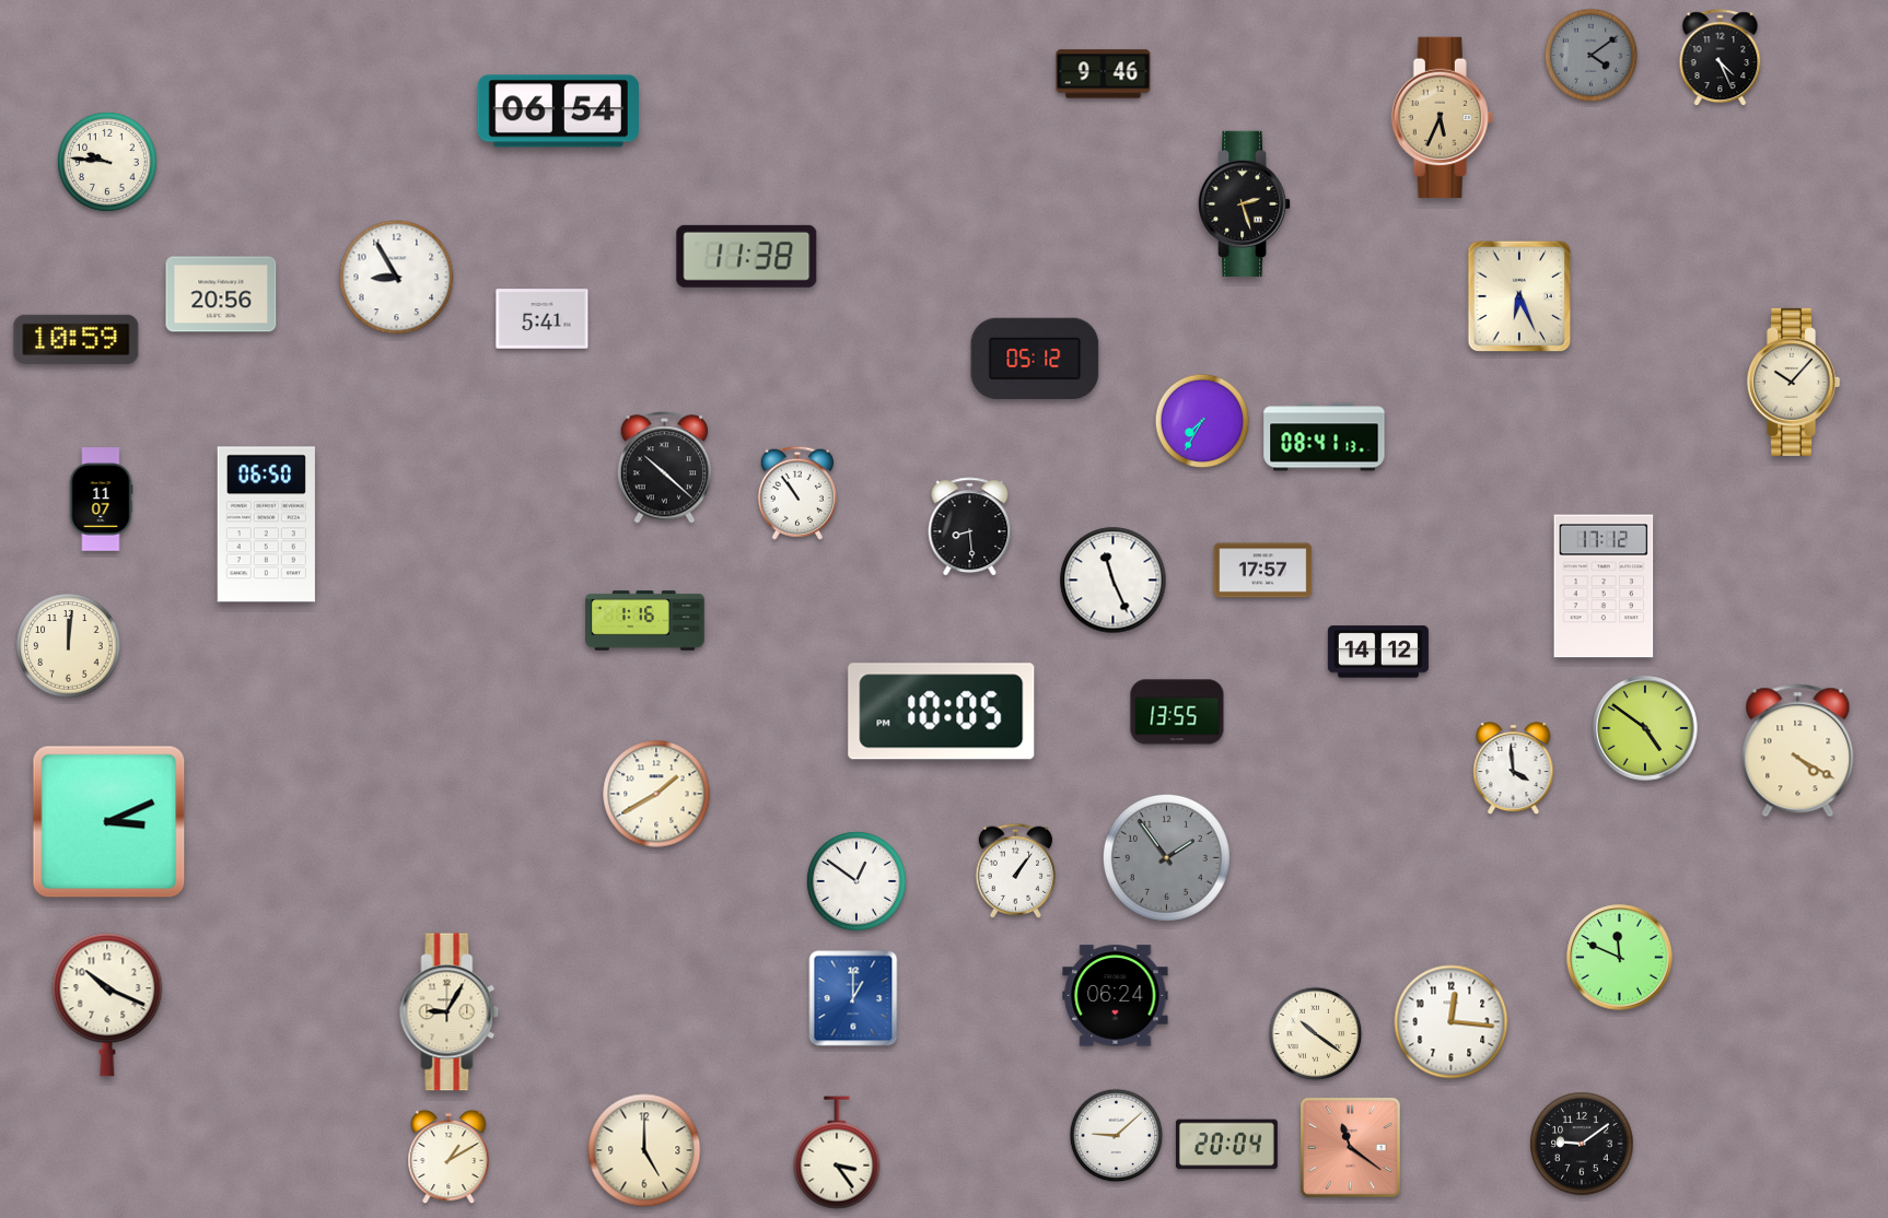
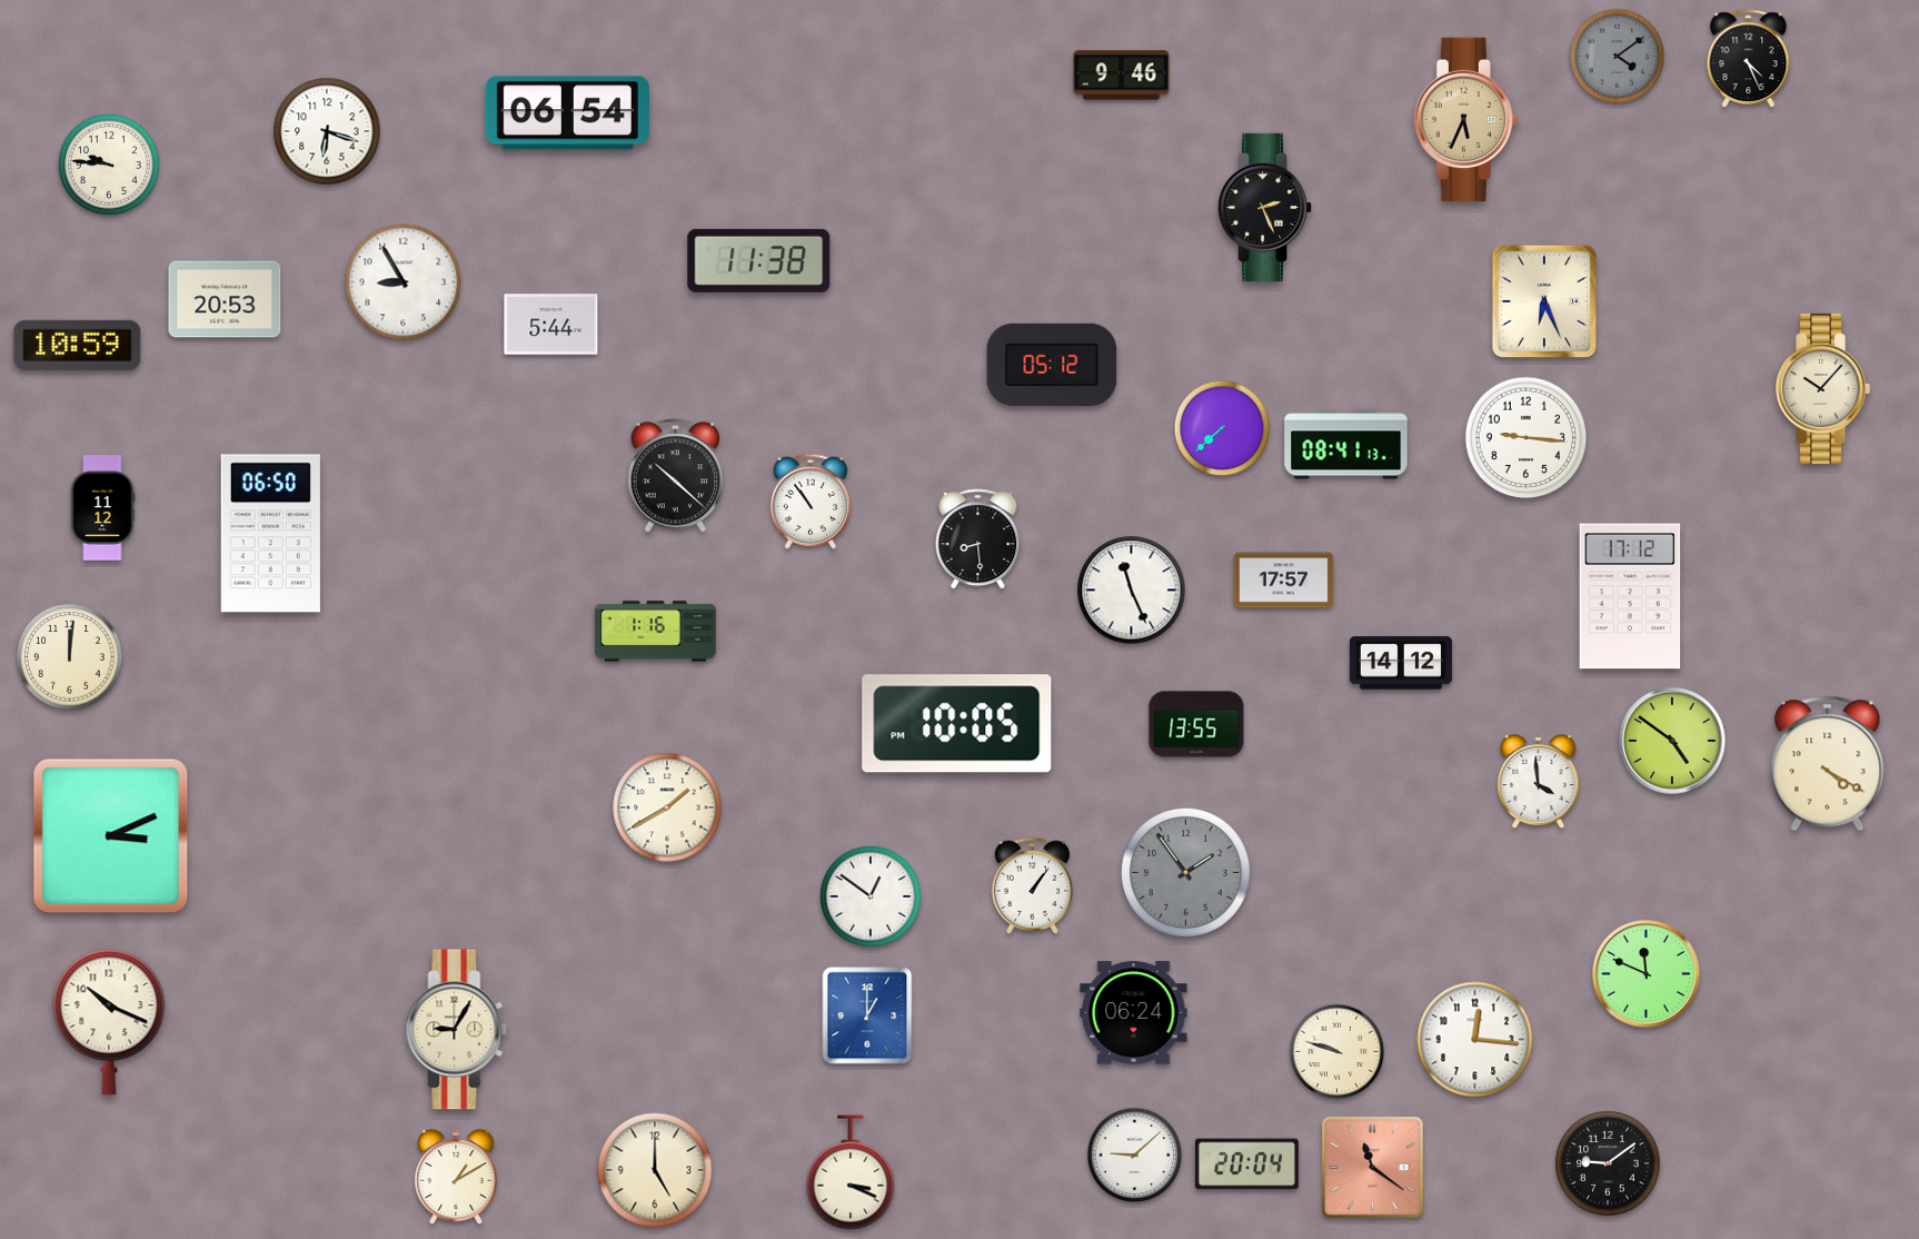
clock at (327, 131): none -> 6:18
clock at (1245, 203): 2:27 -> 2:26
clock at (221, 294): 20:56 -> 20:53
clock at (543, 319): 5:41 -> 5:44
clock at (1202, 421): 7:35 -> 7:38
clock at (1527, 438): none -> 9:16
clock at (101, 500): 11:07 -> 11:12
clock at (970, 527) position: (970, 527) -> (978, 539)
clock at (1316, 1034): 10:21 -> 9:48
clock at (837, 1152): 3:24 -> 3:19
